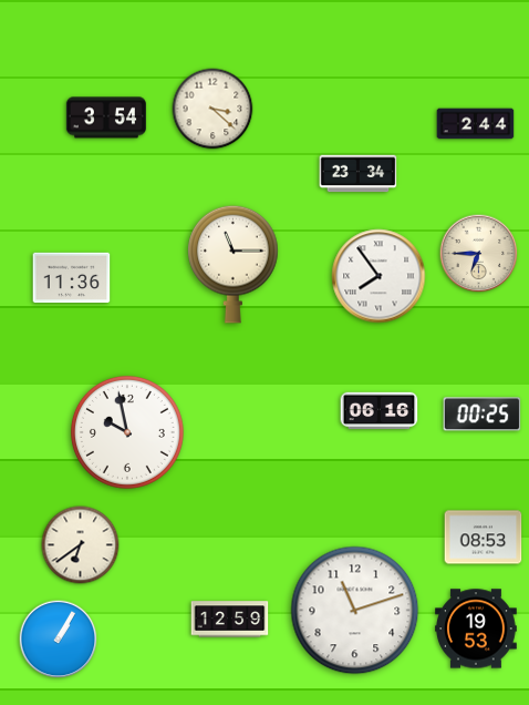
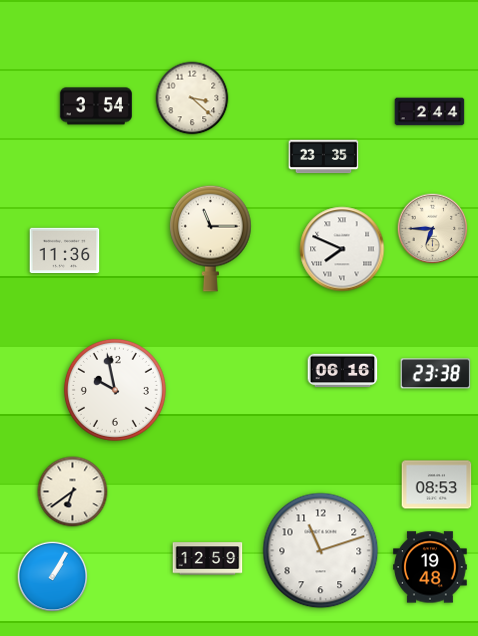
clock at (359, 174): 23:34 -> 23:35
clock at (378, 276): 7:54 -> 7:49
clock at (483, 415): 00:25 -> 23:38
clock at (476, 629): 19:53 -> 19:48
